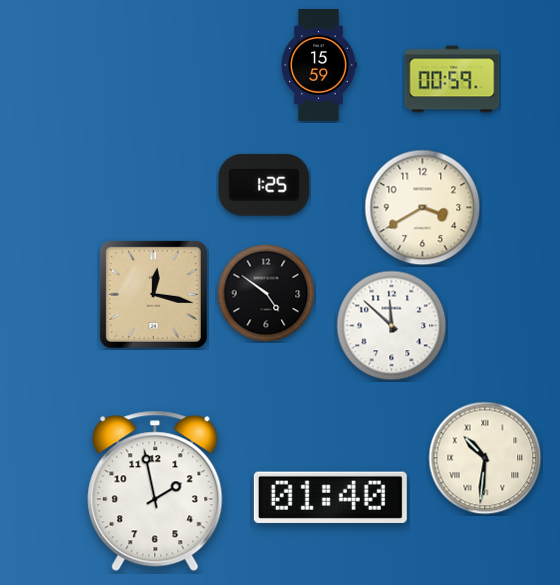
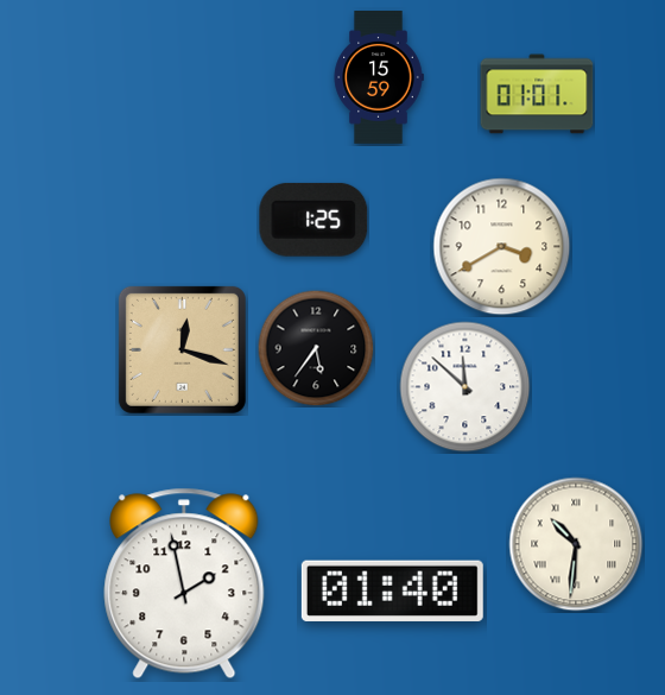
clock at (452, 79): 00:59 -> 01:01
clock at (266, 293): 4:51 -> 5:36
clock at (153, 294): 12:17 -> 12:18
